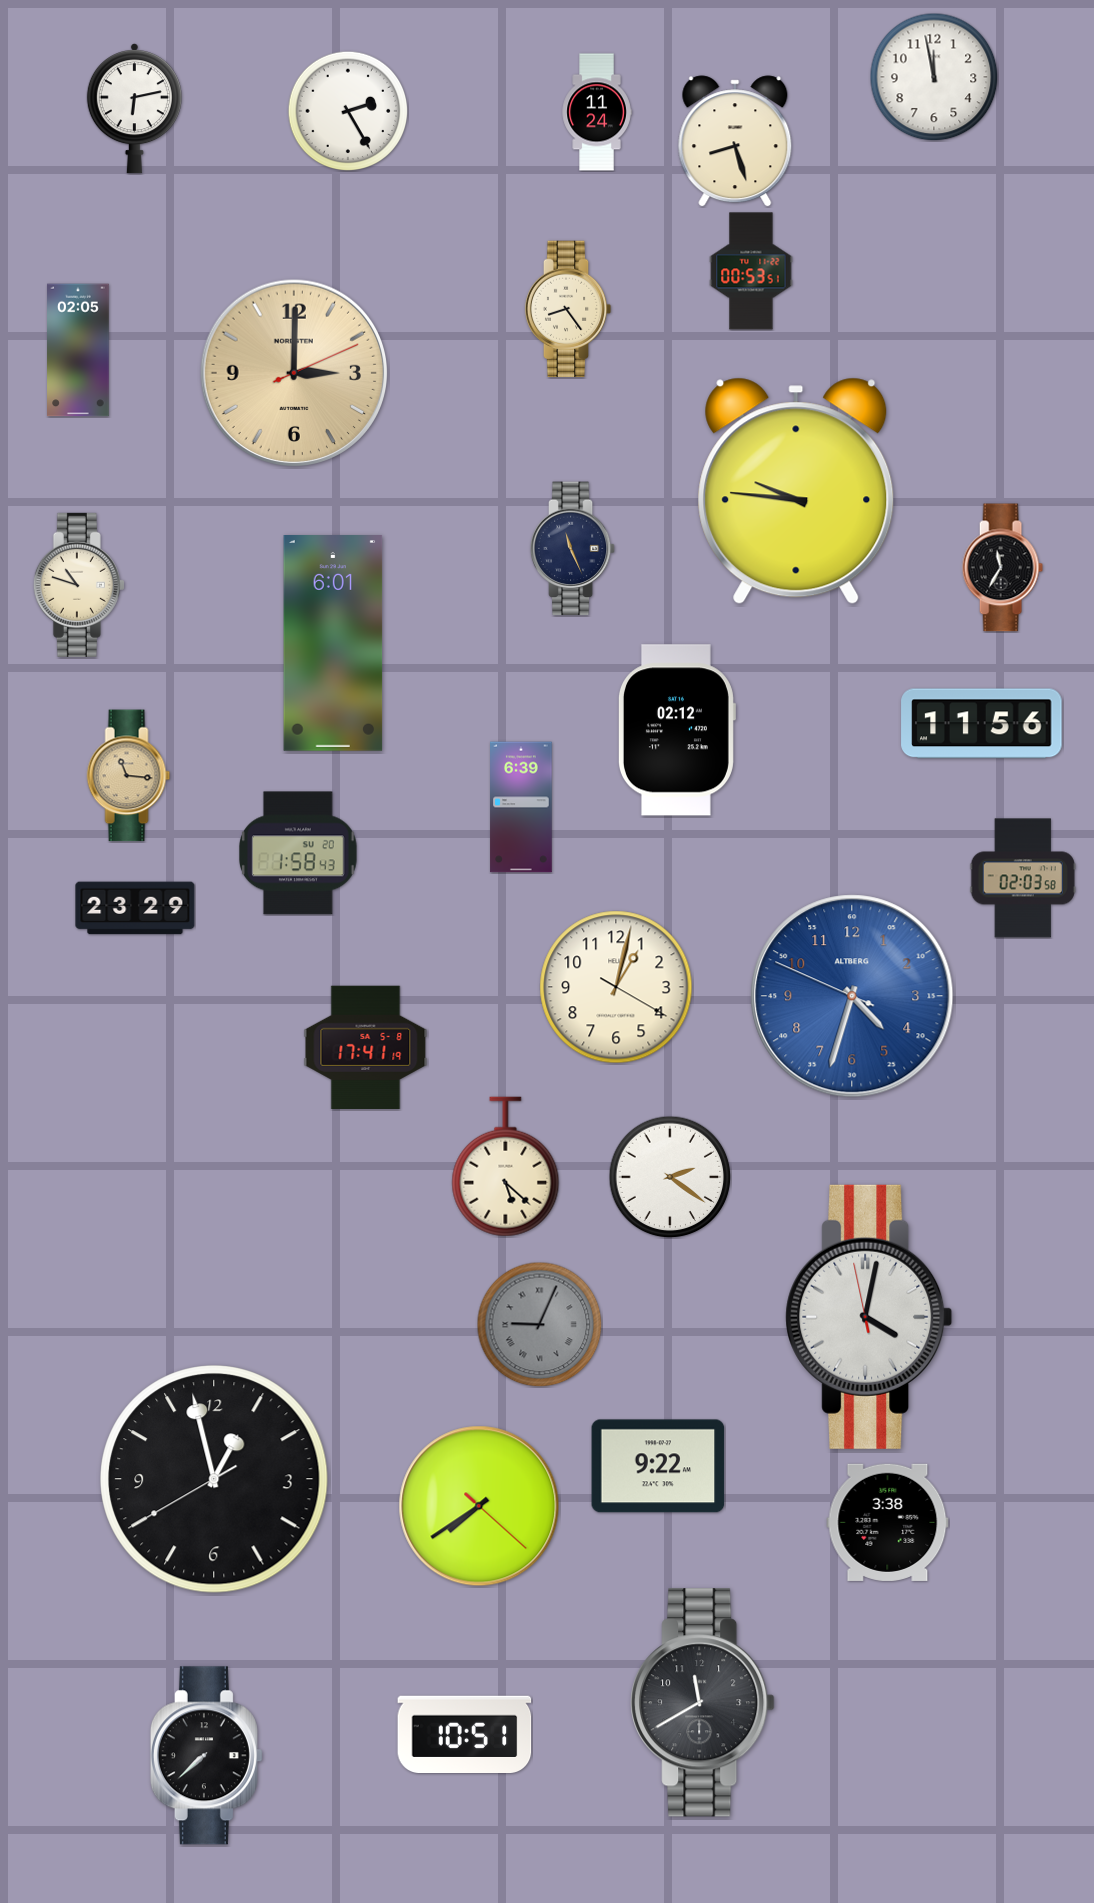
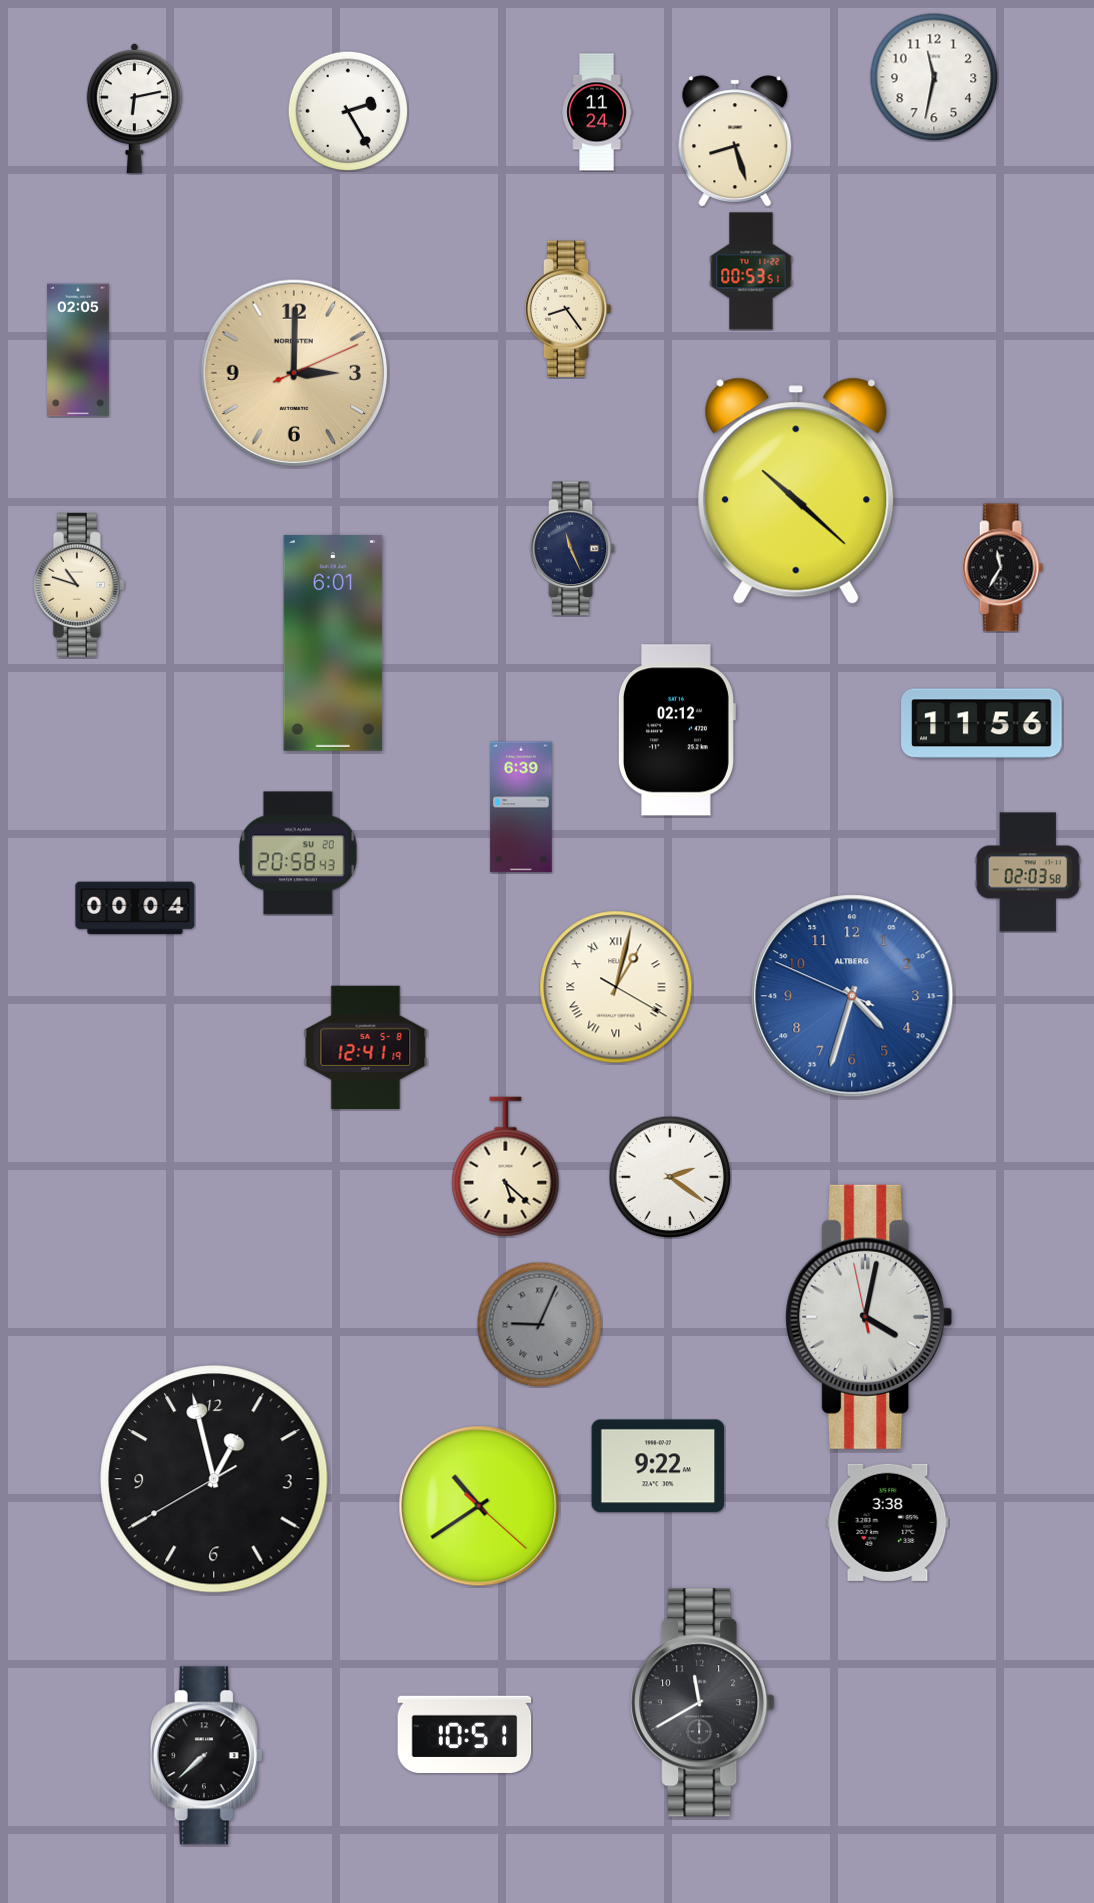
clock at (934, 77): 11:58 -> 11:32
clock at (796, 491): 9:46 -> 10:22
clock at (129, 776): 11:16 -> none
clock at (298, 853): 1:58 -> 20:58
clock at (1023, 878) position: (1023, 878) -> (1028, 872)
clock at (135, 908): 23:29 -> 00:04
clock at (616, 987) numerals: Arabic -> Roman
clock at (366, 1047): 17:41 -> 12:41
clock at (479, 1506): 7:39 -> 10:39
